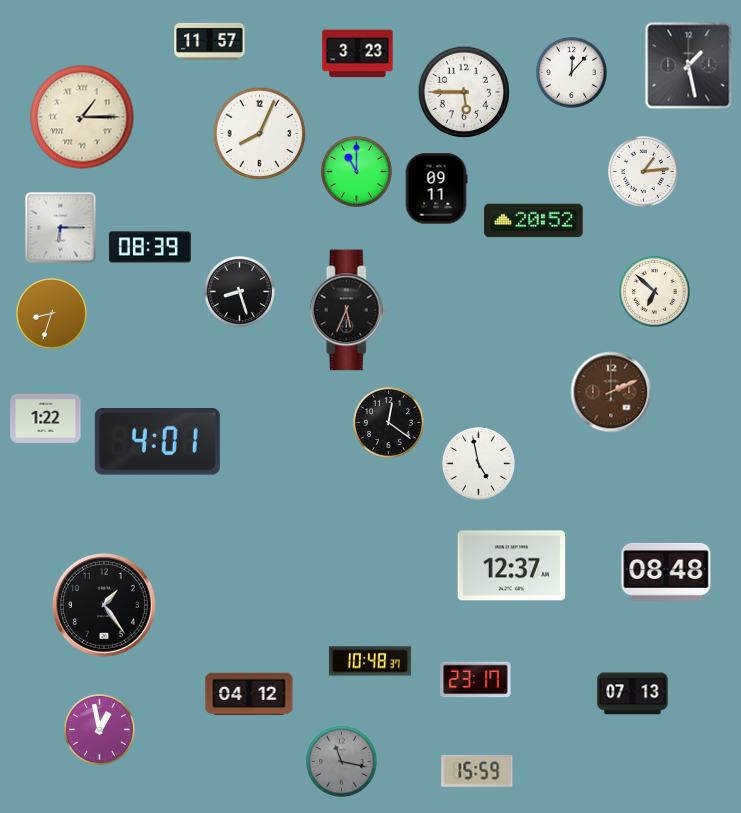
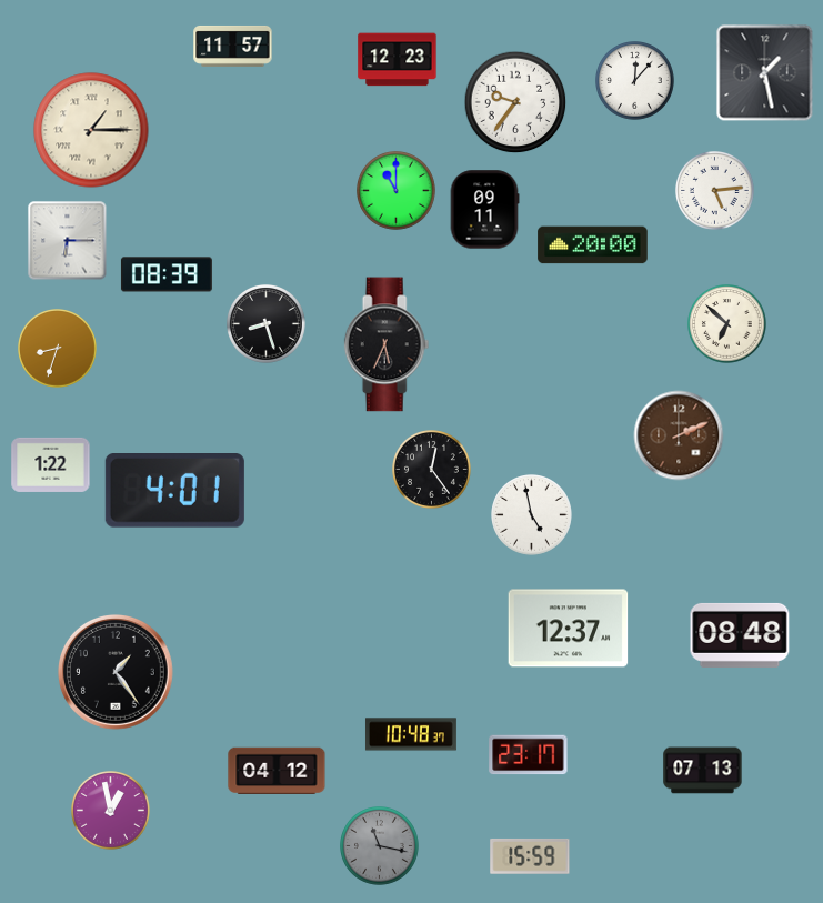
clock at (358, 54): 3:23 -> 12:23
clock at (464, 92): 5:45 -> 9:36
clock at (260, 134): 8:04 -> none
clock at (644, 172): 1:14 -> 5:14
clock at (534, 221): 20:52 -> 20:00
clock at (61, 228) position: (61, 228) -> (68, 241)
clock at (389, 423): 12:21 -> 12:24
